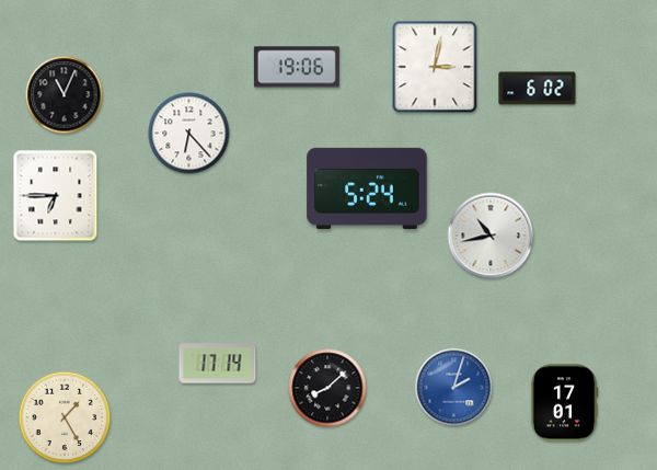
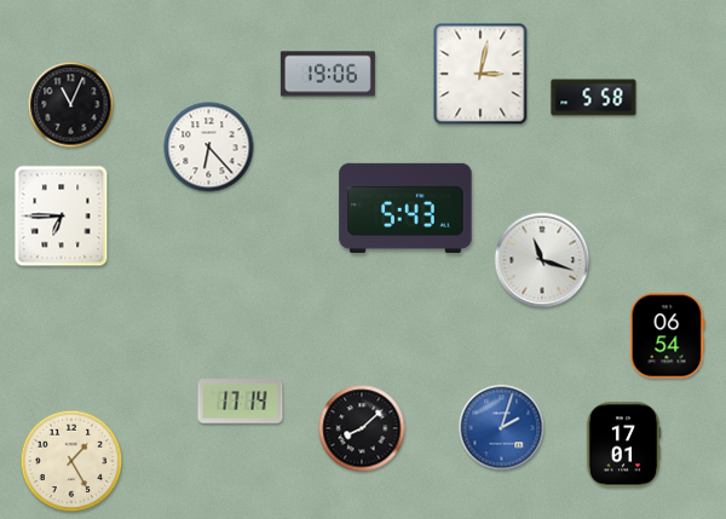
clock at (538, 89): 6:02 -> 5:58
clock at (367, 188): 5:24 -> 5:43
clock at (491, 236): 10:43 -> 11:18
clock at (668, 336): none -> 06:54
